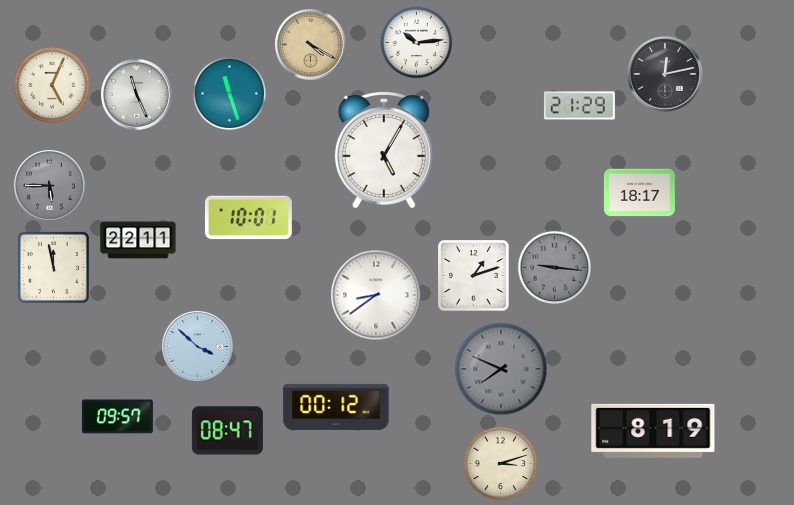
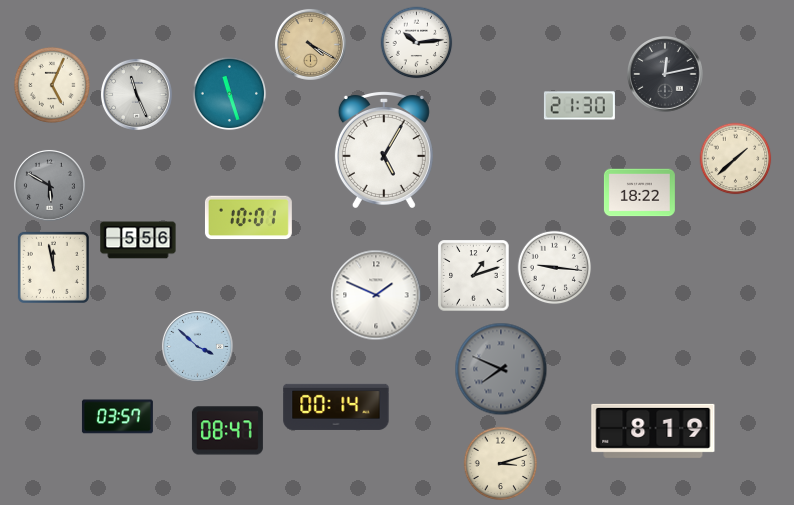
clock at (579, 106): 21:29 -> 21:30
clock at (736, 159): none -> 1:38
clock at (49, 185): 5:45 -> 5:50
clock at (639, 193): 18:17 -> 18:22
clock at (138, 240): 22:11 -> 5:56
clock at (555, 268) dial: grey -> white
clock at (376, 295): 8:39 -> 1:49
clock at (336, 407): 00:12 -> 00:14
clock at (117, 417): 09:57 -> 03:57
